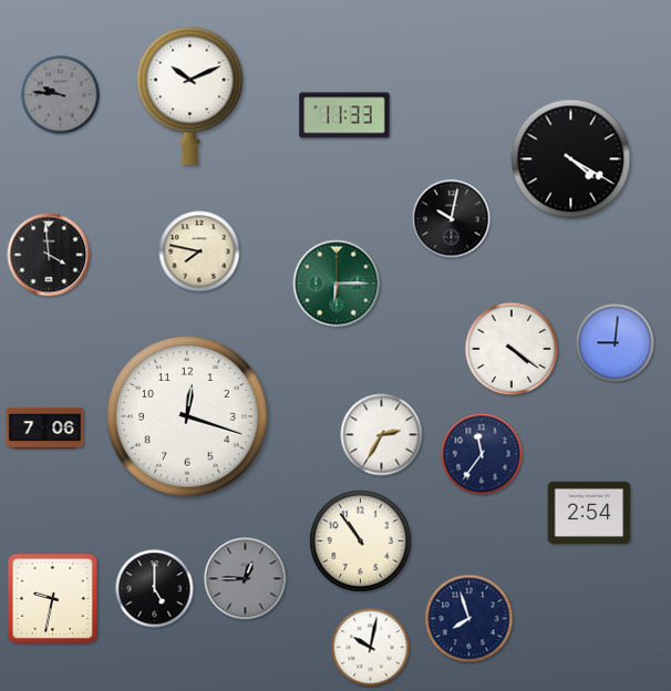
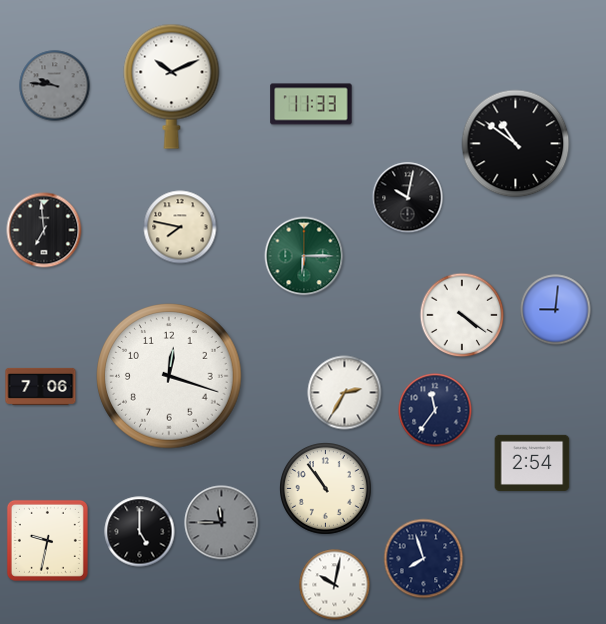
clock at (571, 159): 4:20 -> 10:51
clock at (49, 255): 3:59 -> 6:59
clock at (246, 579): 12:45 -> 11:45
